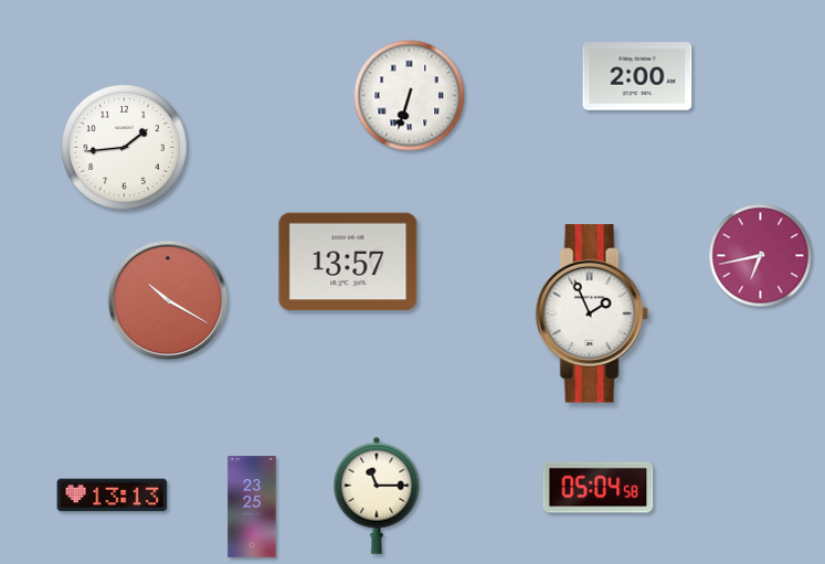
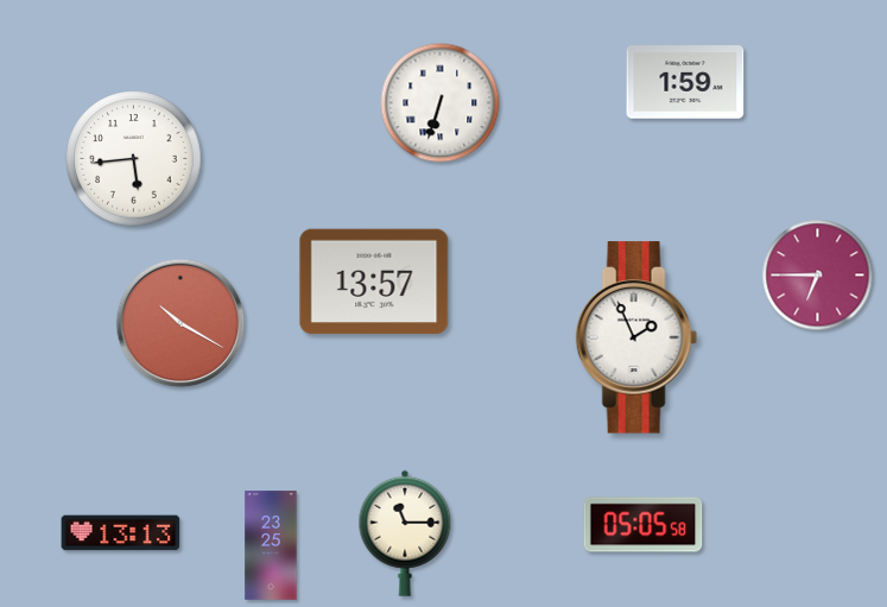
clock at (637, 76): 2:00 -> 1:59
clock at (125, 148): 1:44 -> 5:44
clock at (761, 256): 6:43 -> 6:45
clock at (599, 488): 05:04 -> 05:05
